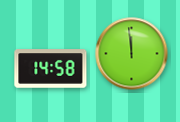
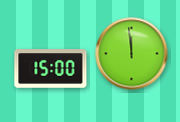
clock at (51, 69): 14:58 -> 15:00
